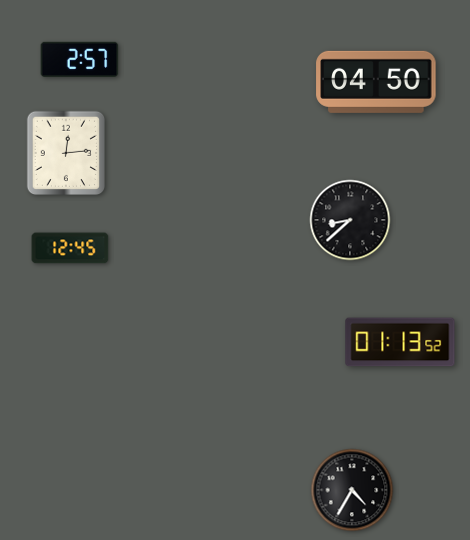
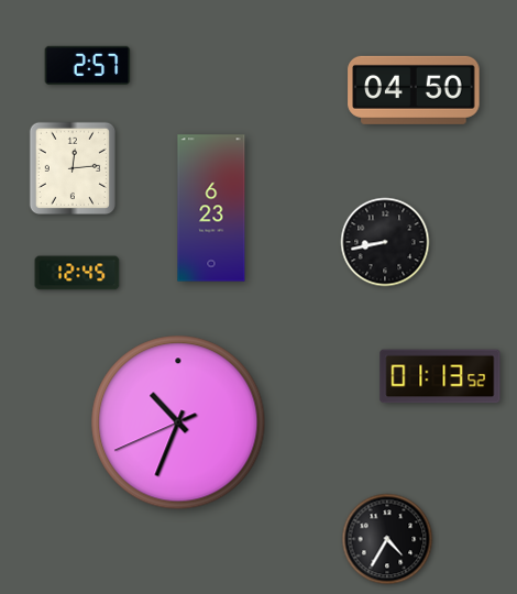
clock at (211, 208): none -> 6:23
clock at (350, 220): 8:38 -> 8:43
clock at (178, 422): none -> 10:33
